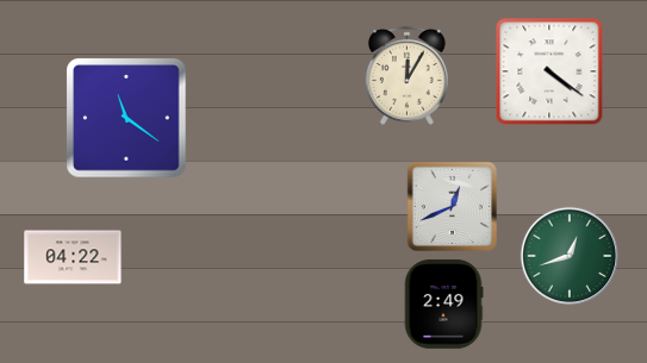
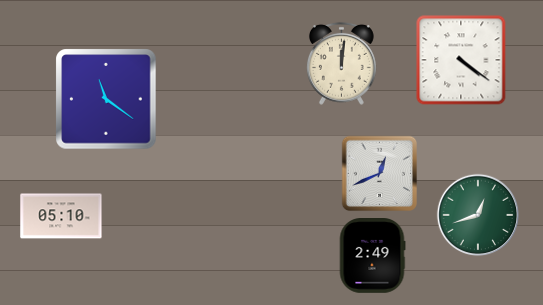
clock at (406, 75): 12:05 -> 12:01
clock at (73, 257): 04:22 -> 05:10
